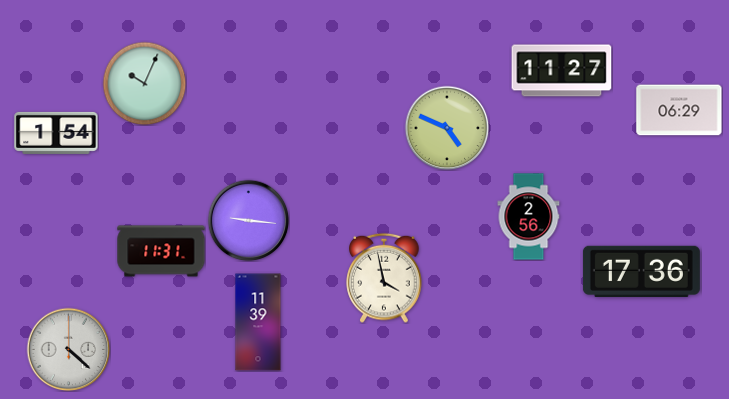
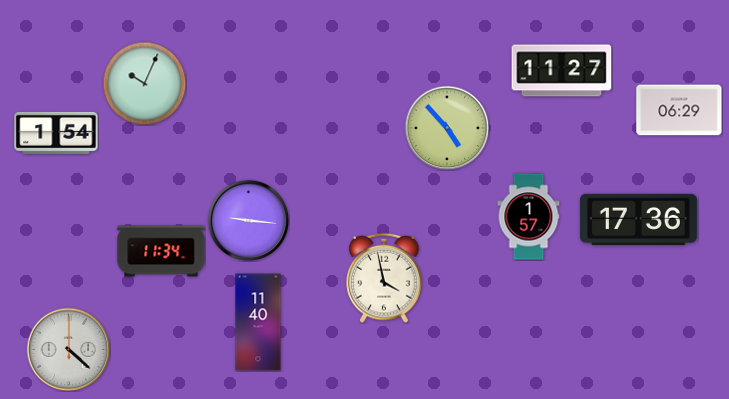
clock at (447, 128): 4:49 -> 4:53
clock at (529, 217): 2:56 -> 1:57
clock at (161, 251): 11:31 -> 11:34
clock at (641, 271) position: (641, 271) -> (638, 219)
clock at (258, 322): 11:39 -> 11:40
